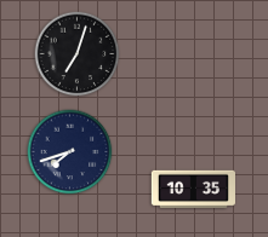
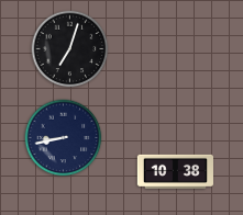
clock at (70, 152): 7:42 -> 8:43
clock at (193, 189): 10:35 -> 10:38
